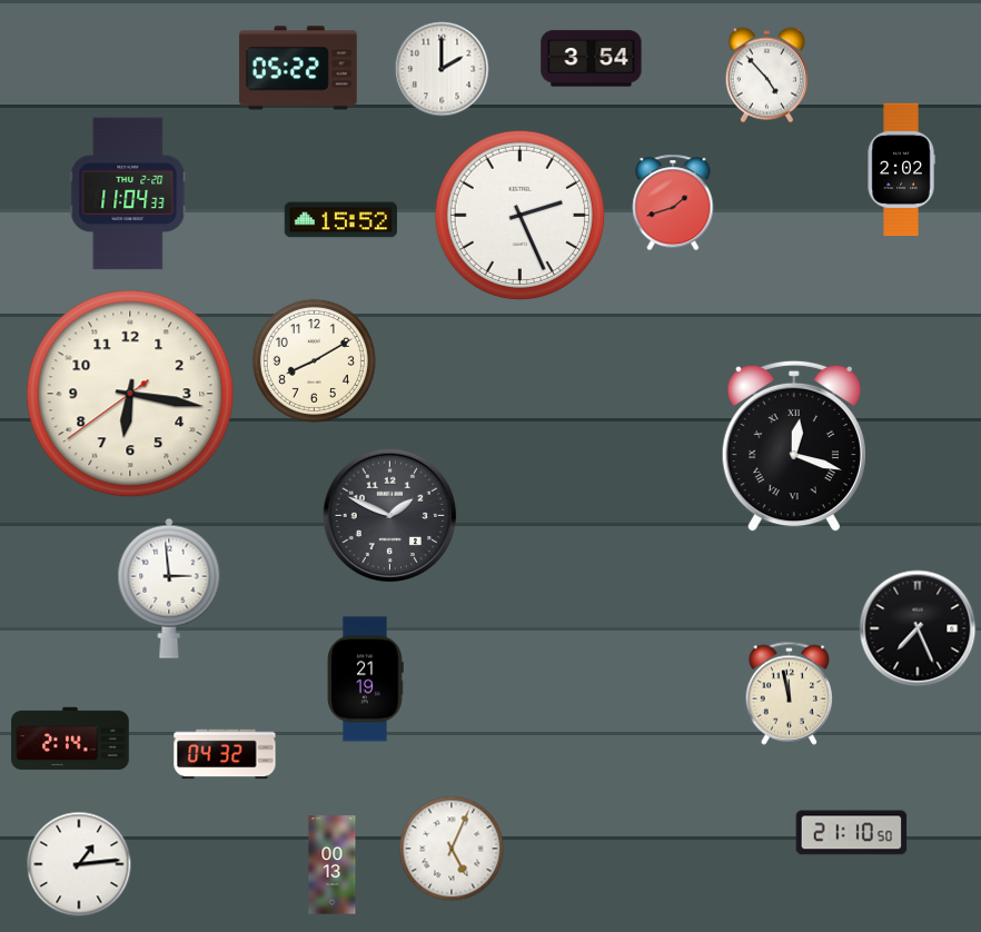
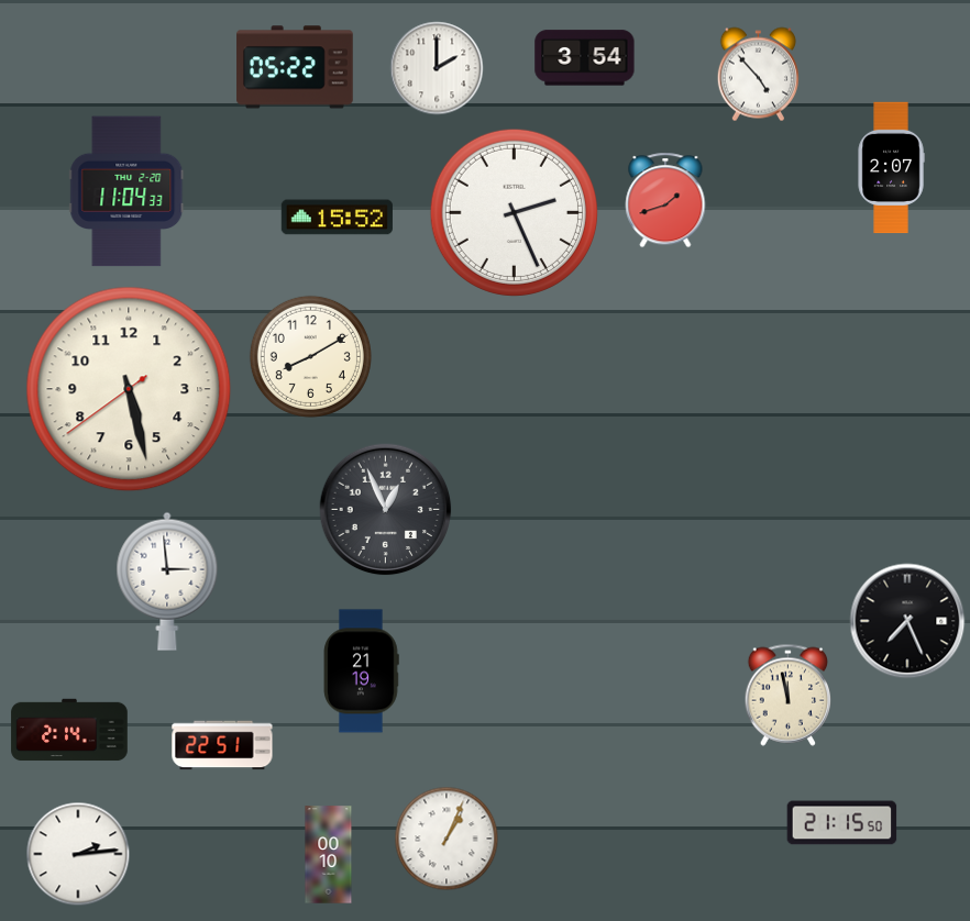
clock at (901, 170): 2:02 -> 2:07
clock at (130, 394): 6:16 -> 5:27
clock at (794, 446): 12:18 -> none
clock at (390, 516): 1:49 -> 12:56
clock at (790, 693) position: (790, 693) -> (789, 695)
clock at (225, 754): 04:32 -> 22:51
clock at (852, 833): 21:10 -> 21:15
clock at (452, 849): 5:04 -> 1:04
clock at (79, 864): 1:14 -> 2:14
clock at (333, 865): 00:13 -> 00:10
